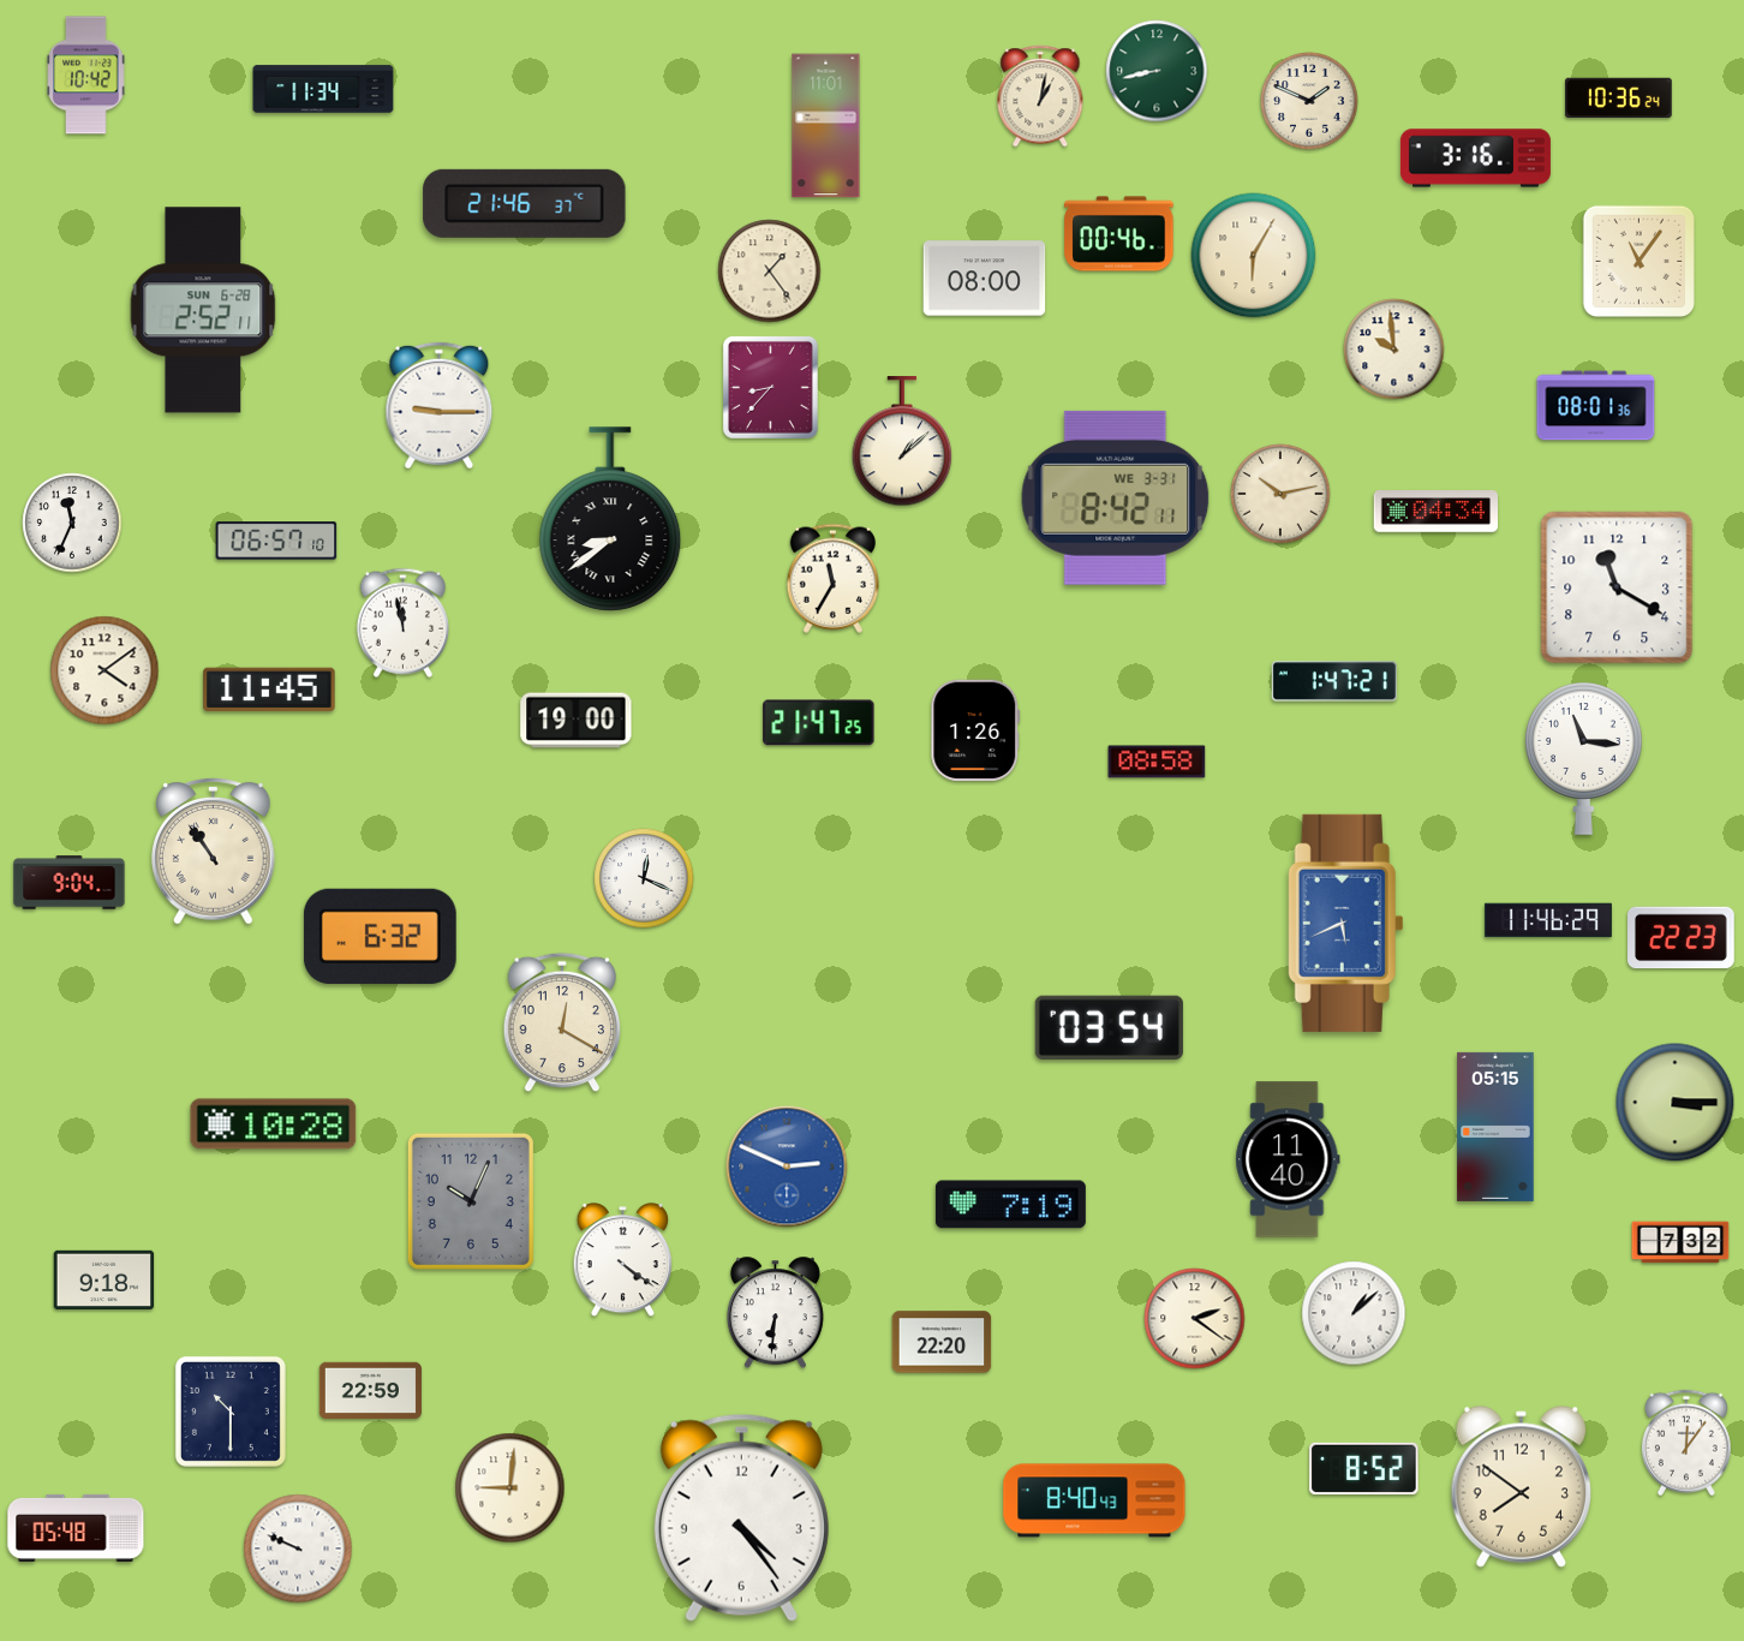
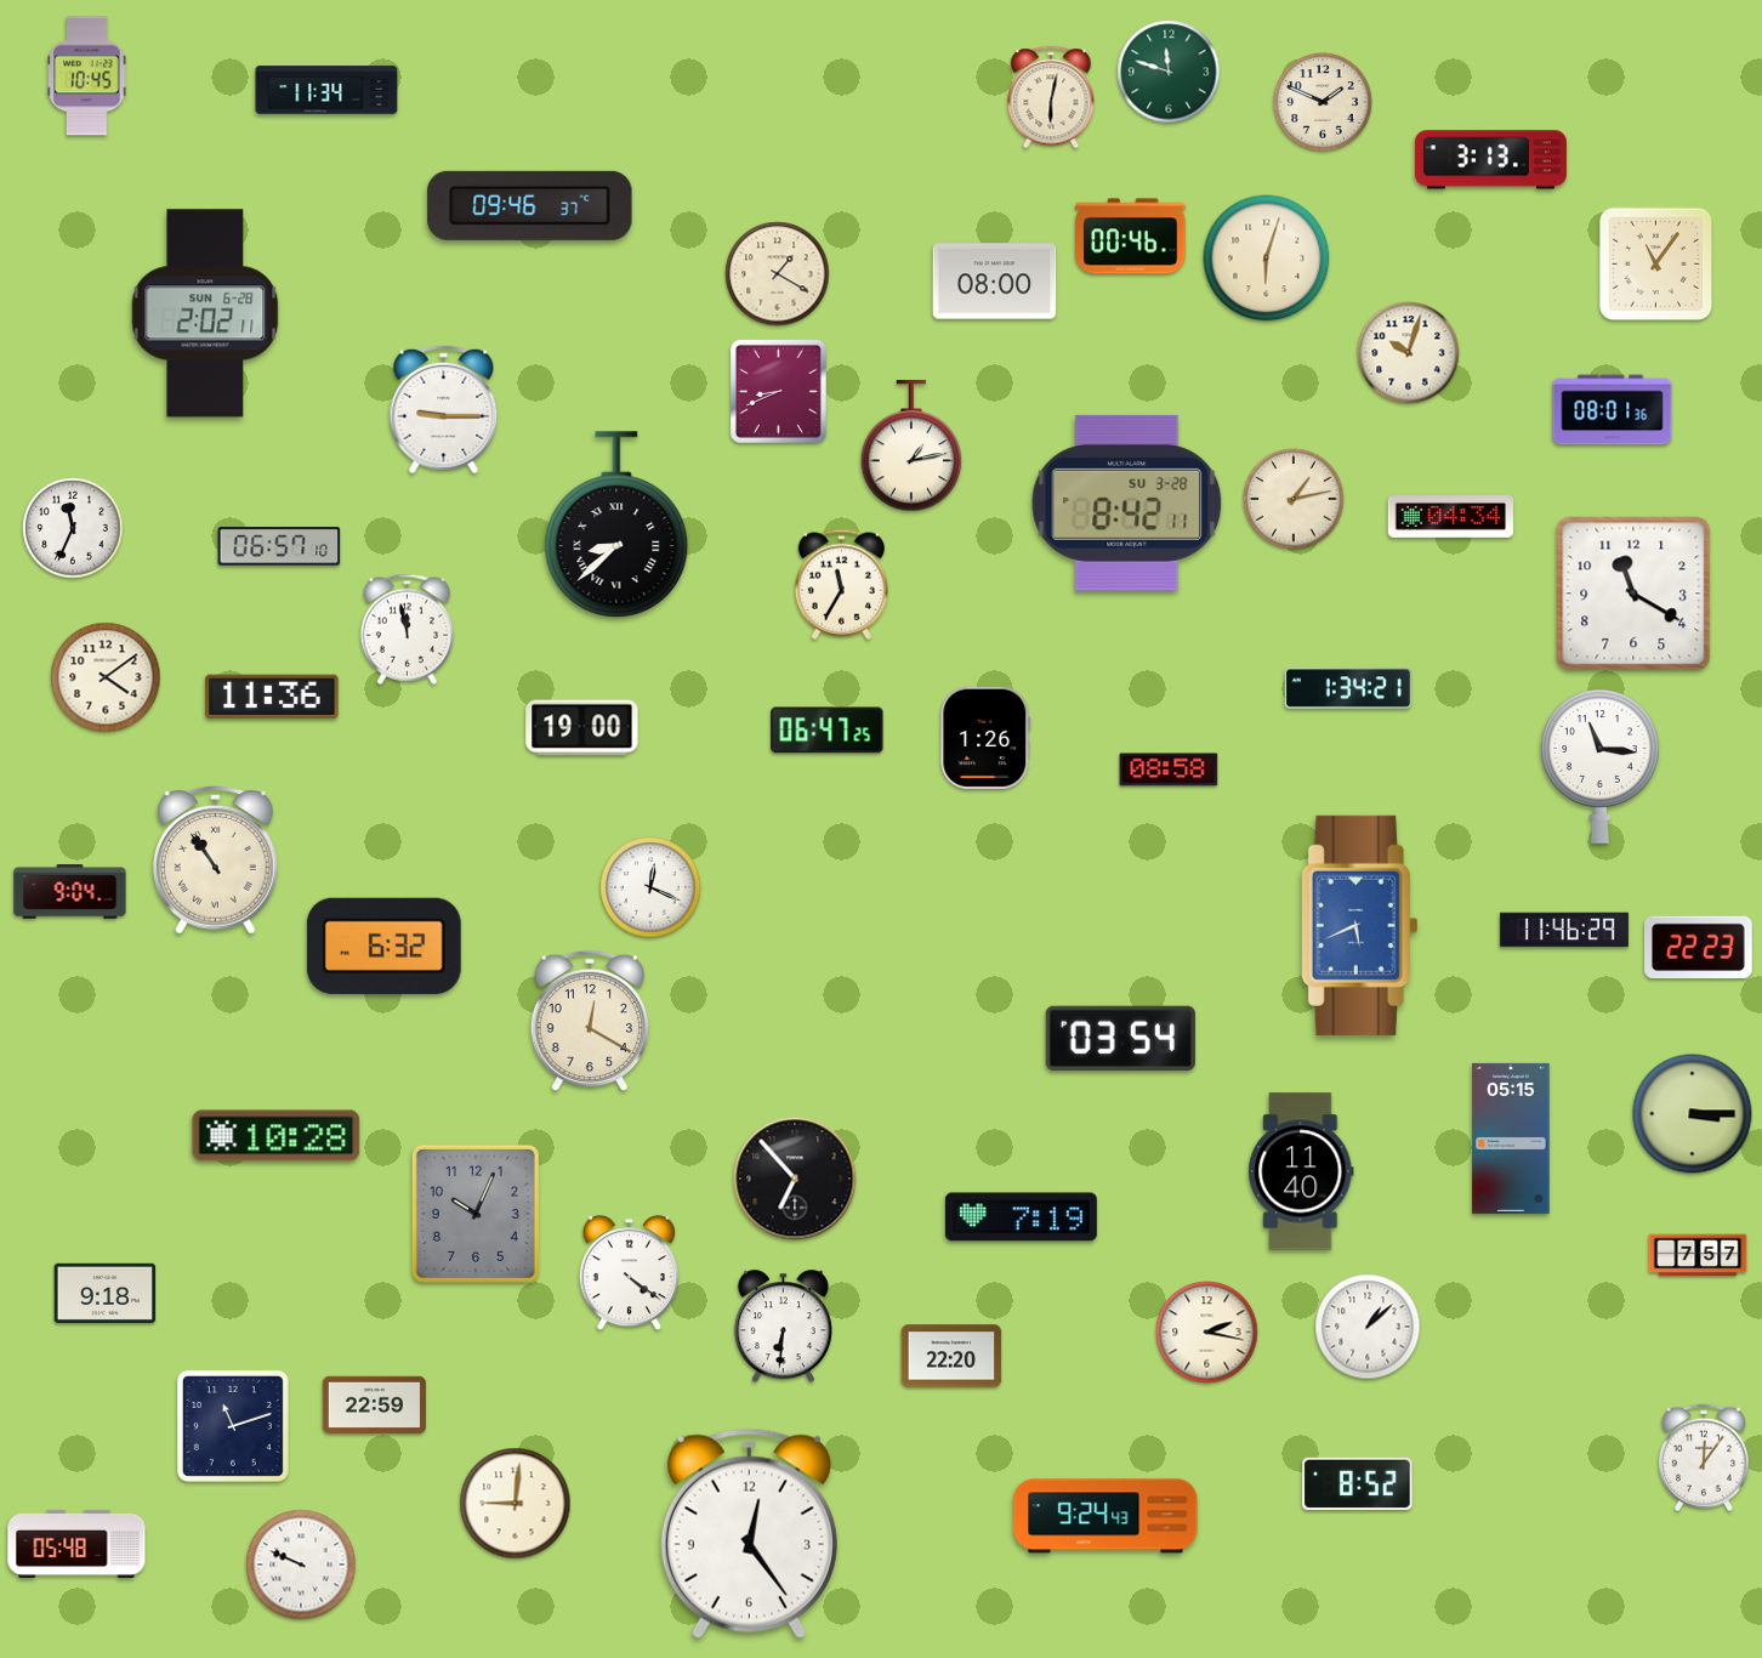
clock at (1157, 71): 8:43 -> 11:48
clock at (86, 76): 10:42 -> 10:45
clock at (1040, 96): 1:02 -> 6:02
clock at (1619, 97): 10:36 -> none
clock at (826, 126): 11:01 -> none
clock at (1475, 159): 3:16 -> 3:13
clock at (525, 203): 21:46 -> 09:46
clock at (1254, 256): 6:05 -> 6:03
clock at (770, 271): 1:24 -> 1:20
clock at (203, 310): 2:52 -> 2:02
clock at (1394, 350): 9:59 -> 10:03
clock at (770, 387): 8:37 -> 8:41
clock at (902, 442): 1:08 -> 1:13
clock at (1280, 494): 10:13 -> 1:13
clock at (1116, 497) date: WE 3-31 -> SU 3-28
clock at (610, 519): 8:39 -> 8:38
clock at (1334, 681): 1:47 -> 1:34
clock at (269, 690): 11:45 -> 11:36
clock at (819, 723): 21:47 -> 06:47
clock at (1345, 923) position: (1345, 923) -> (1359, 925)
clock at (562, 1022) position: (562, 1022) -> (590, 1021)
clock at (787, 1166): 2:49 -> 6:53
clock at (787, 1166) dial: blue -> black
clock at (1680, 1242): 7:32 -> 7:57
clock at (1195, 1319): 2:21 -> 2:17
clock at (231, 1412): 10:30 -> 11:12
clock at (1364, 1468) position: (1364, 1468) -> (1358, 1483)
clock at (1521, 1486): 7:51 -> none
clock at (1094, 1500): 8:40 -> 9:24
clock at (741, 1517): 4:24 -> 12:24
